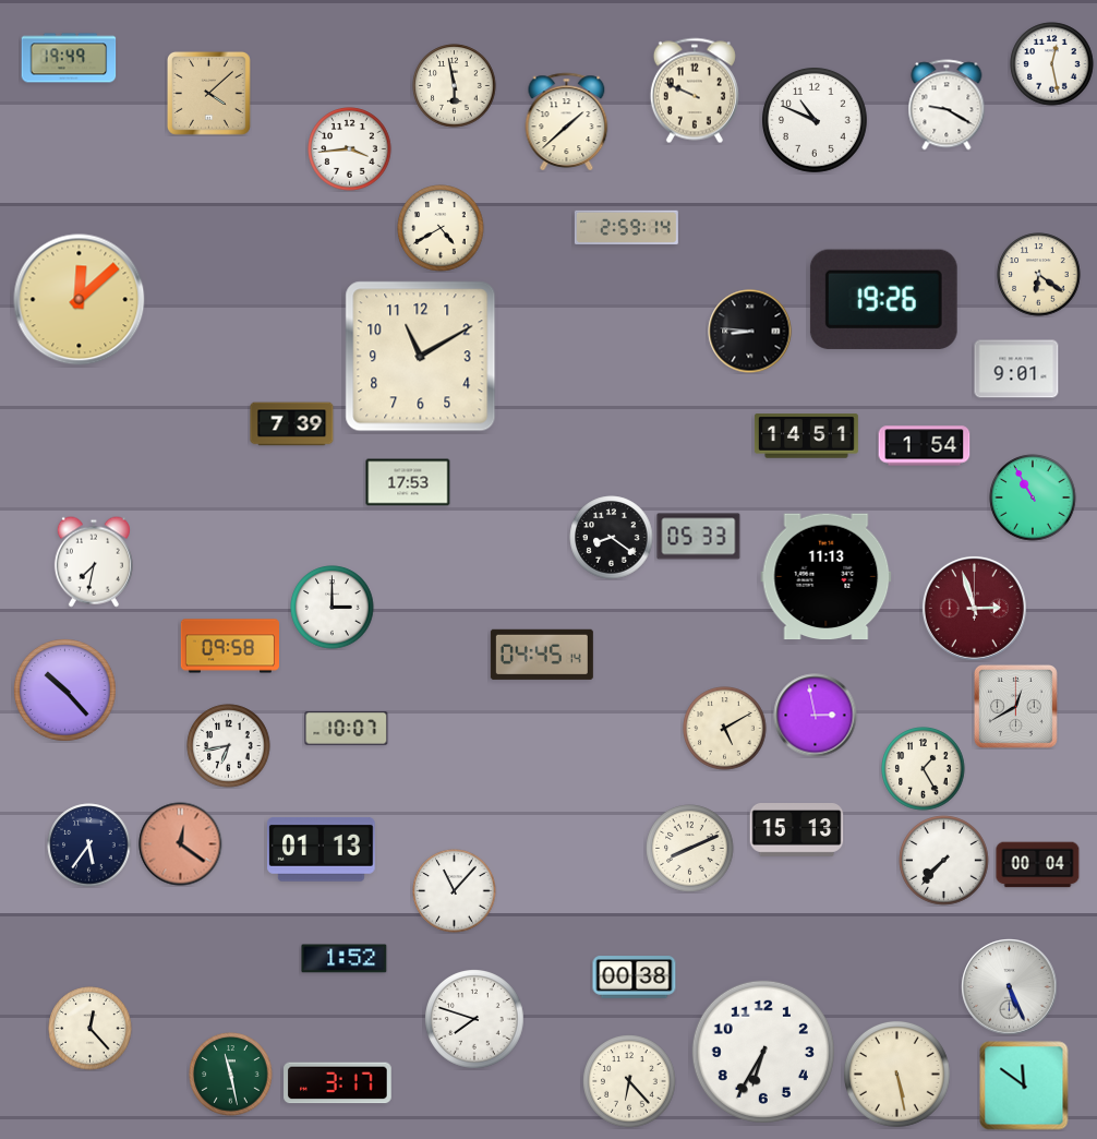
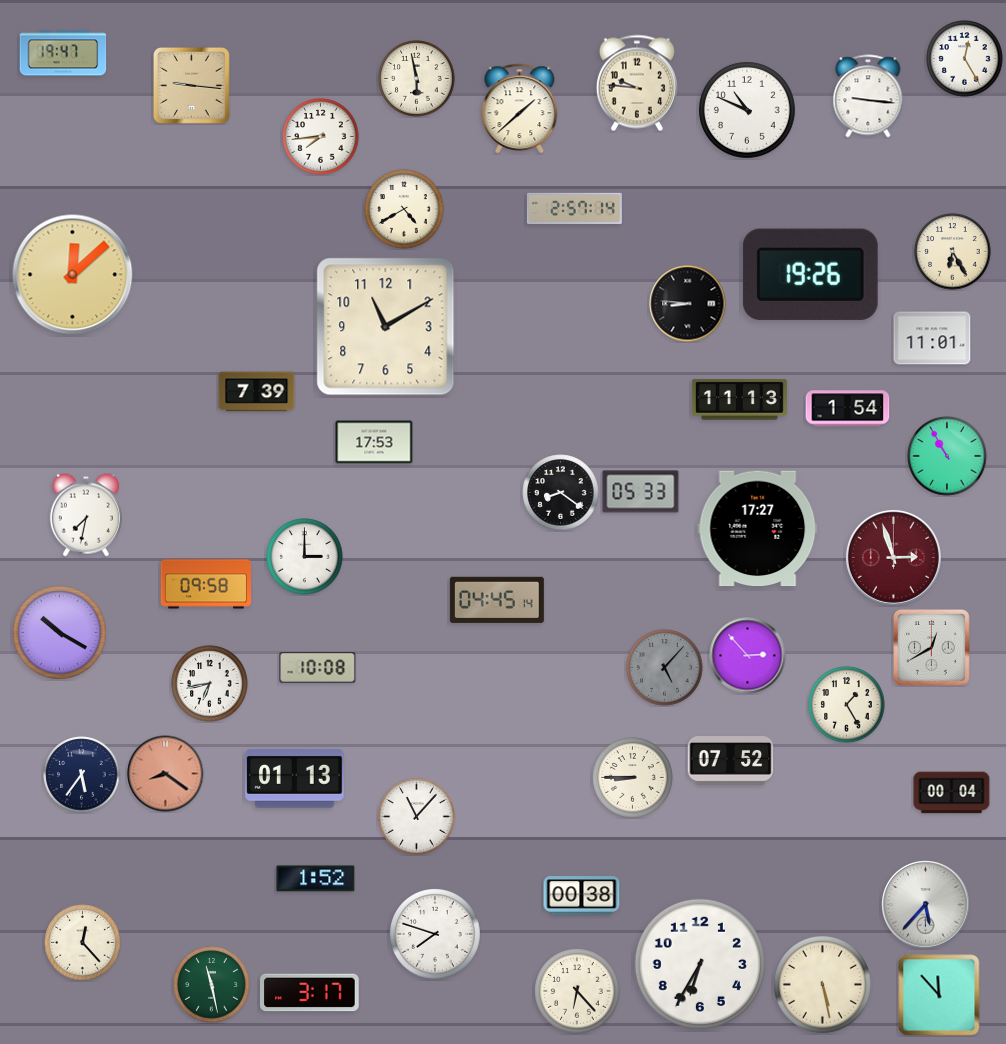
clock at (69, 58): 19:49 -> 19:47
clock at (1052, 64): 12:28 -> 12:25
clock at (695, 91): 9:49 -> 9:46
clock at (208, 93): 4:08 -> 9:16
clock at (947, 105): 9:20 -> 9:16
clock at (567, 121) position: (567, 121) -> (520, 108)
clock at (350, 149): 3:44 -> 7:44
clock at (626, 227): 2:59 -> 2:57
clock at (1039, 275): 6:21 -> 6:25
clock at (1016, 369): 9:01 -> 11:01
clock at (292, 424) position: (292, 424) -> (257, 392)
clock at (806, 436): 14:51 -> 11:13
clock at (827, 577): 11:13 -> 17:27
clock at (229, 646) position: (229, 646) -> (205, 584)
clock at (65, 691): 10:23 -> 10:20
clock at (816, 716): 2:58 -> 2:53
clock at (347, 729): 10:07 -> 10:08
clock at (725, 729): 5:10 -> 5:07
clock at (725, 729) dial: cream -> grey
clock at (797, 830): 15:13 -> 07:52
clock at (181, 844): 12:21 -> 8:21
clock at (690, 849): 8:11 -> 8:45
clock at (944, 861): 7:37 -> none
clock at (1010, 987): 5:26 -> 5:37
clock at (1024, 1086): 11:51 -> 11:53
